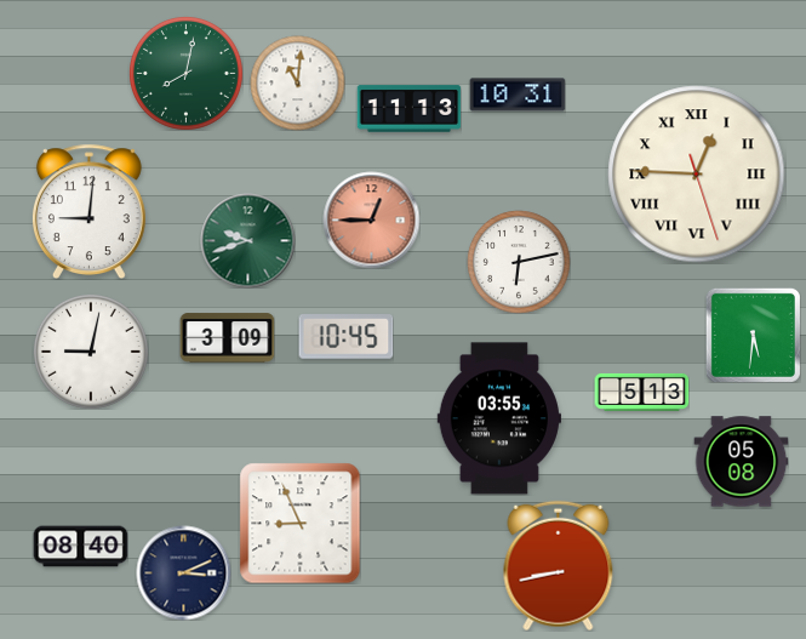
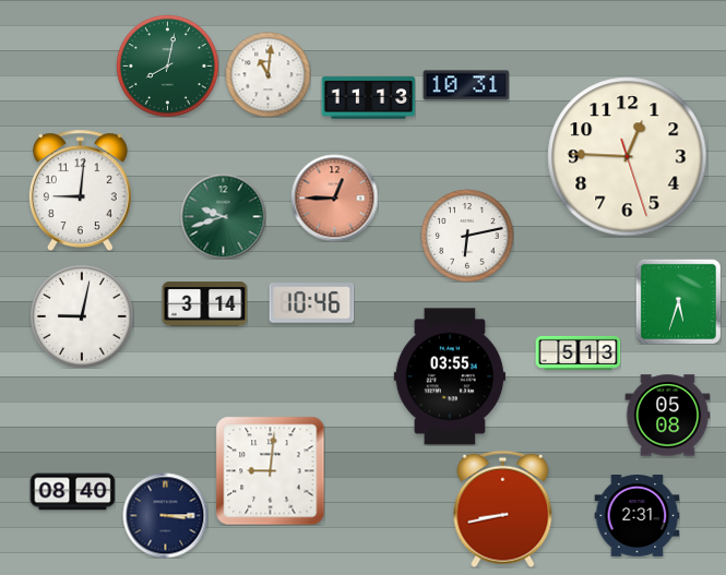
clock at (697, 175) numerals: Roman -> Arabic
clock at (753, 335): 5:31 -> 5:33
clock at (345, 337): 10:45 -> 10:46
clock at (227, 338): 3:09 -> 3:14
clock at (299, 523): 8:56 -> 9:01
clock at (183, 572): 3:11 -> 3:15
clock at (636, 516): none -> 2:31
